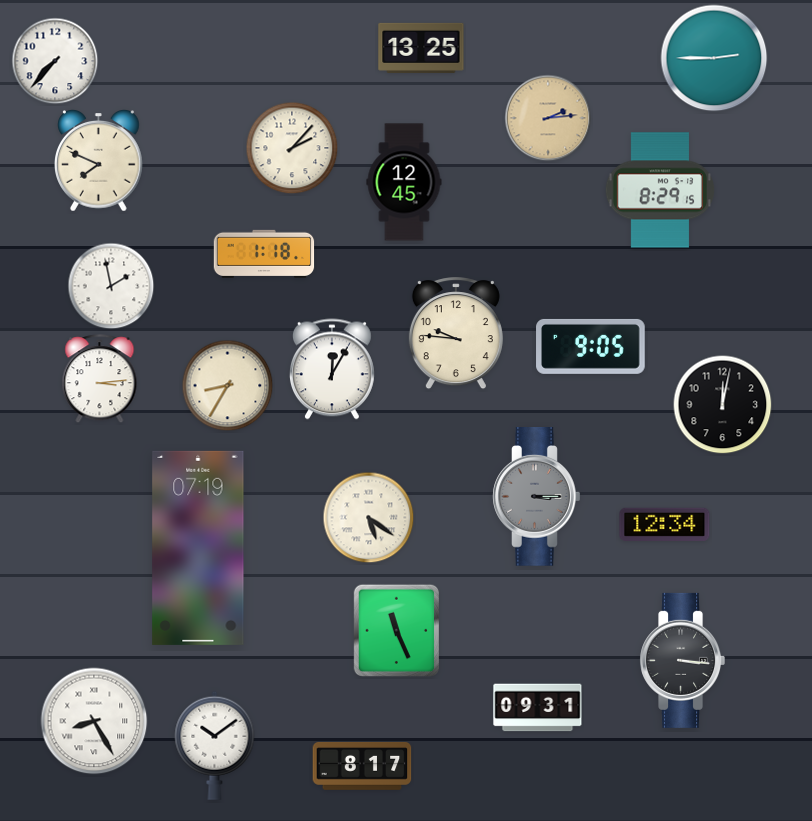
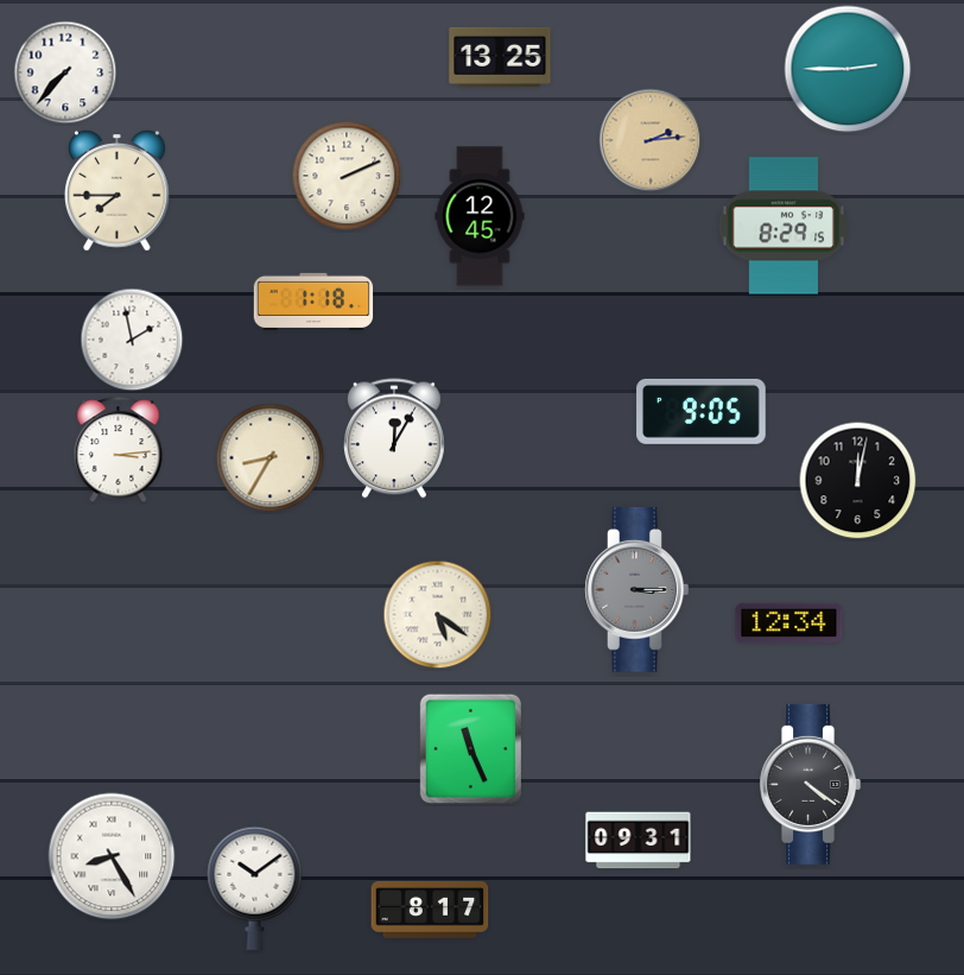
clock at (292, 148): 2:07 -> 2:11
clock at (99, 161): 7:49 -> 7:45
clock at (456, 334): 9:46 -> none
clock at (198, 548): 07:19 -> none
clock at (682, 660): 3:16 -> 4:21
